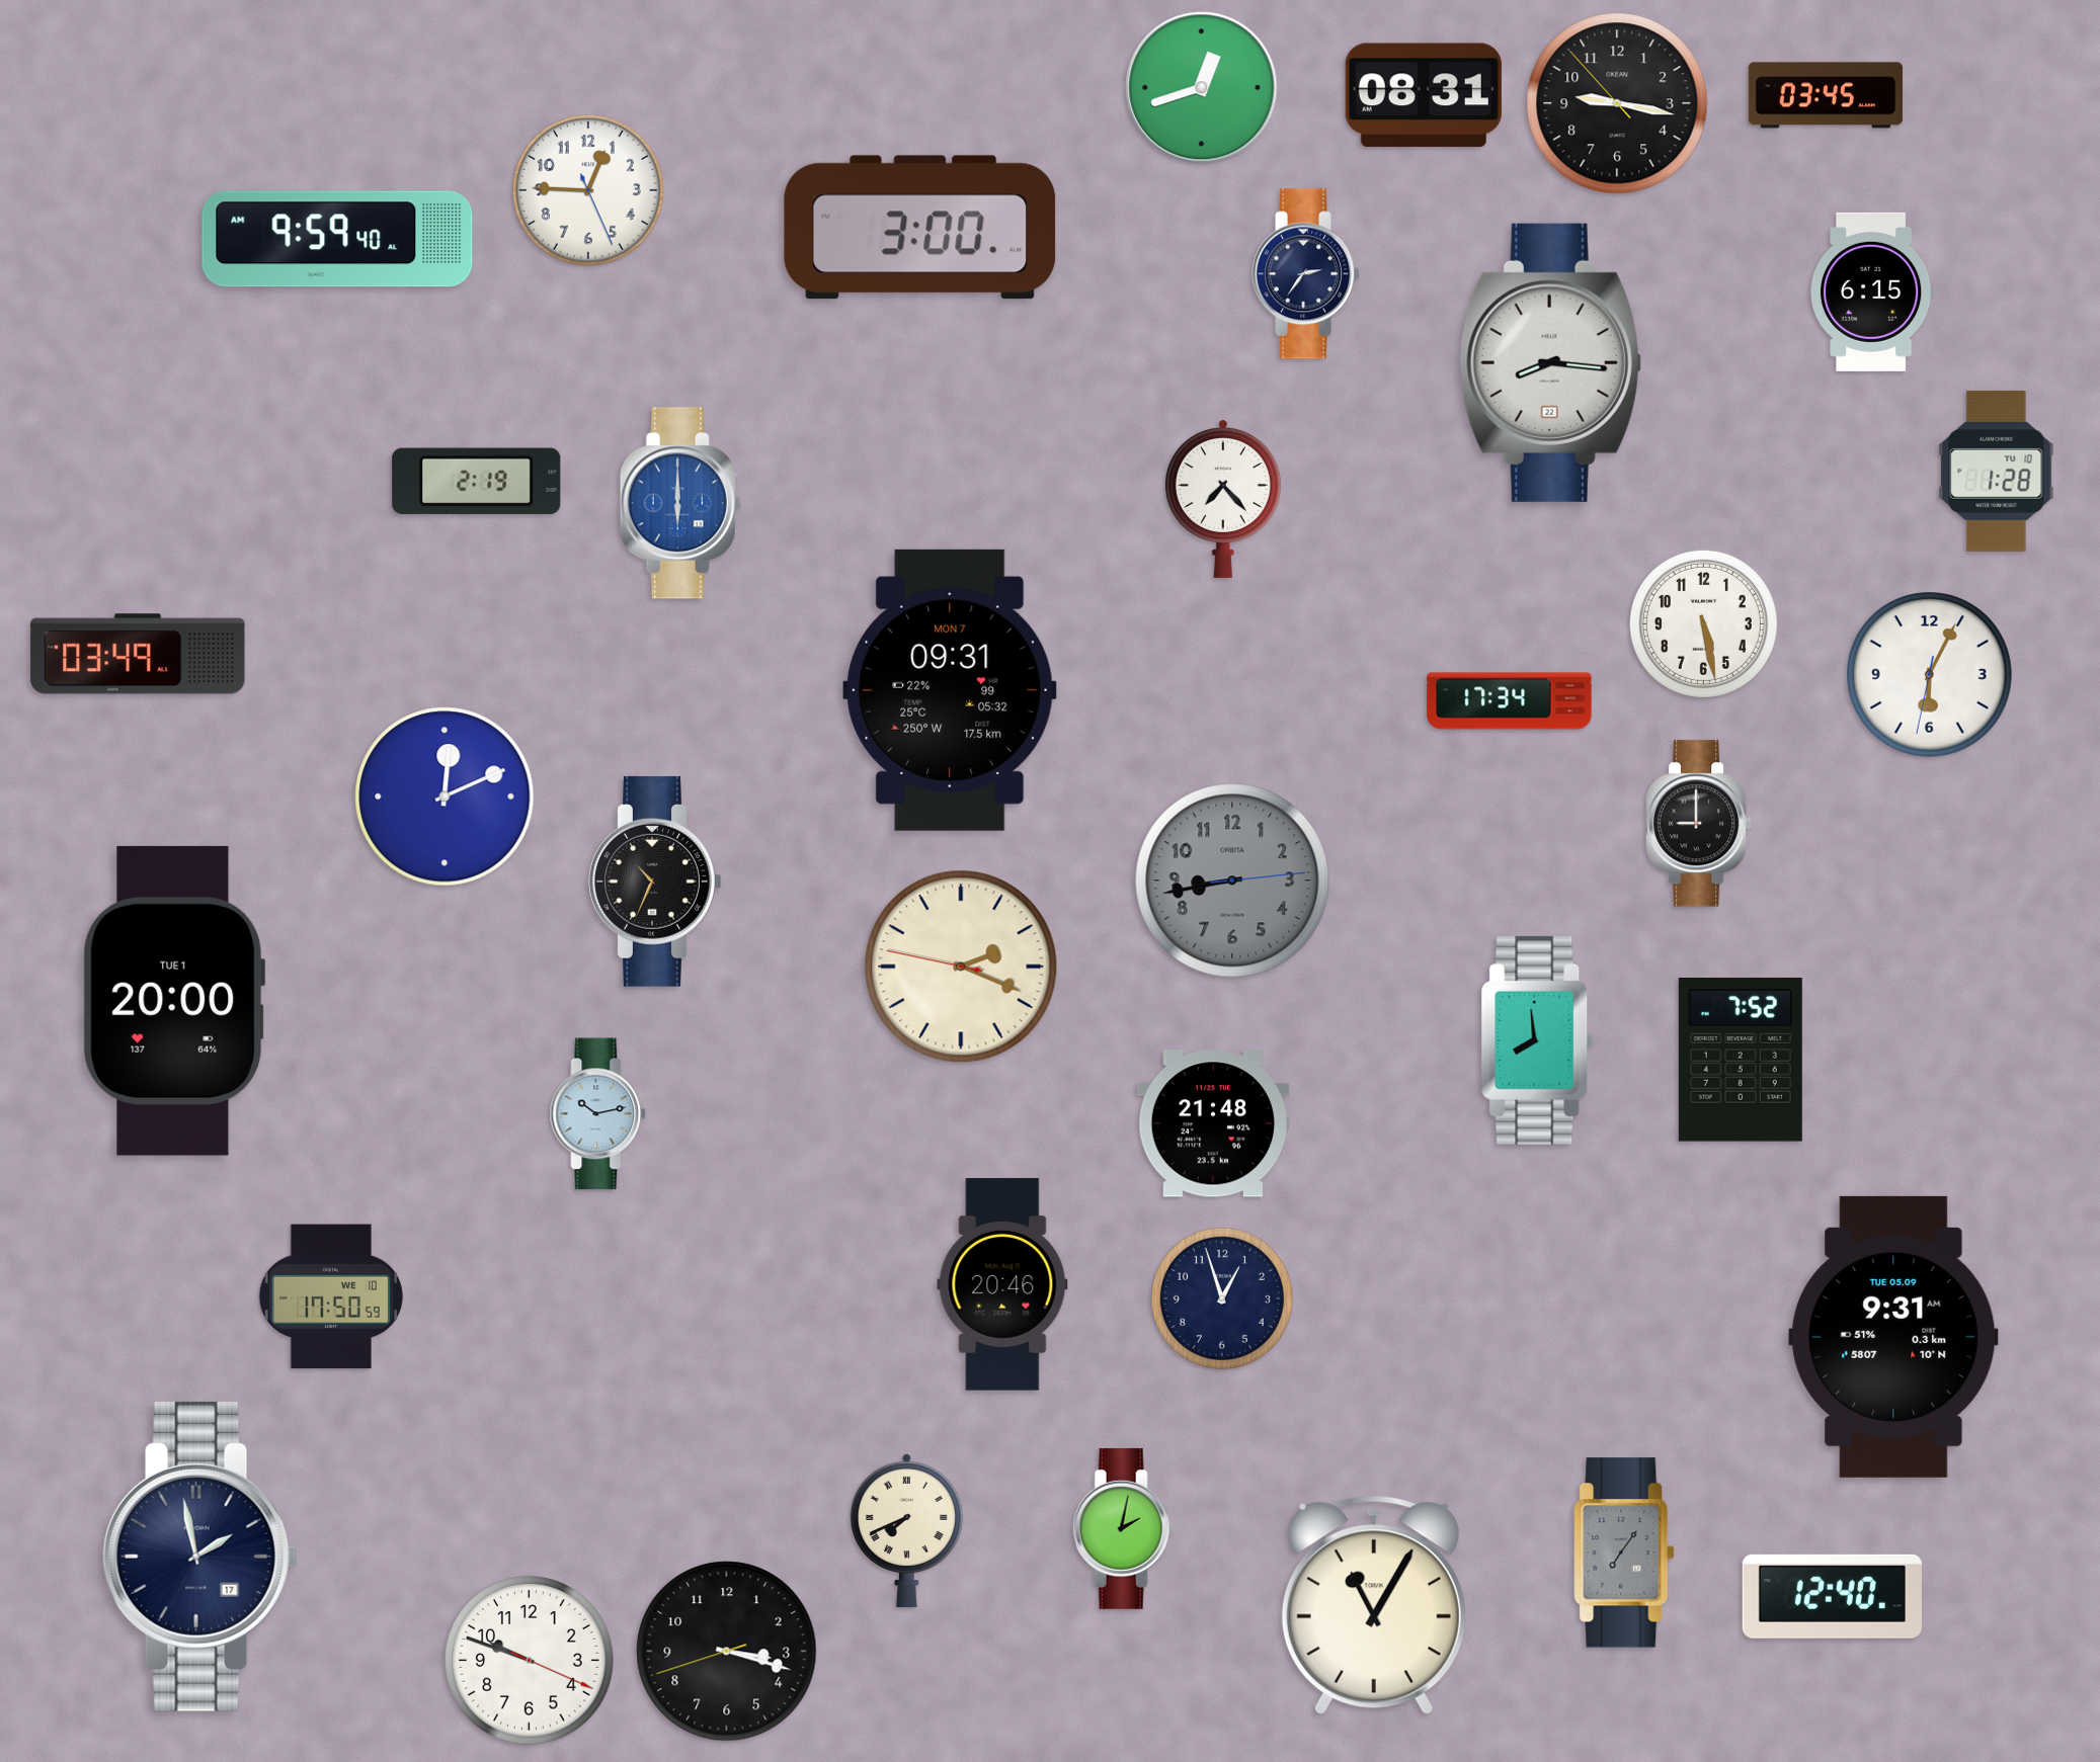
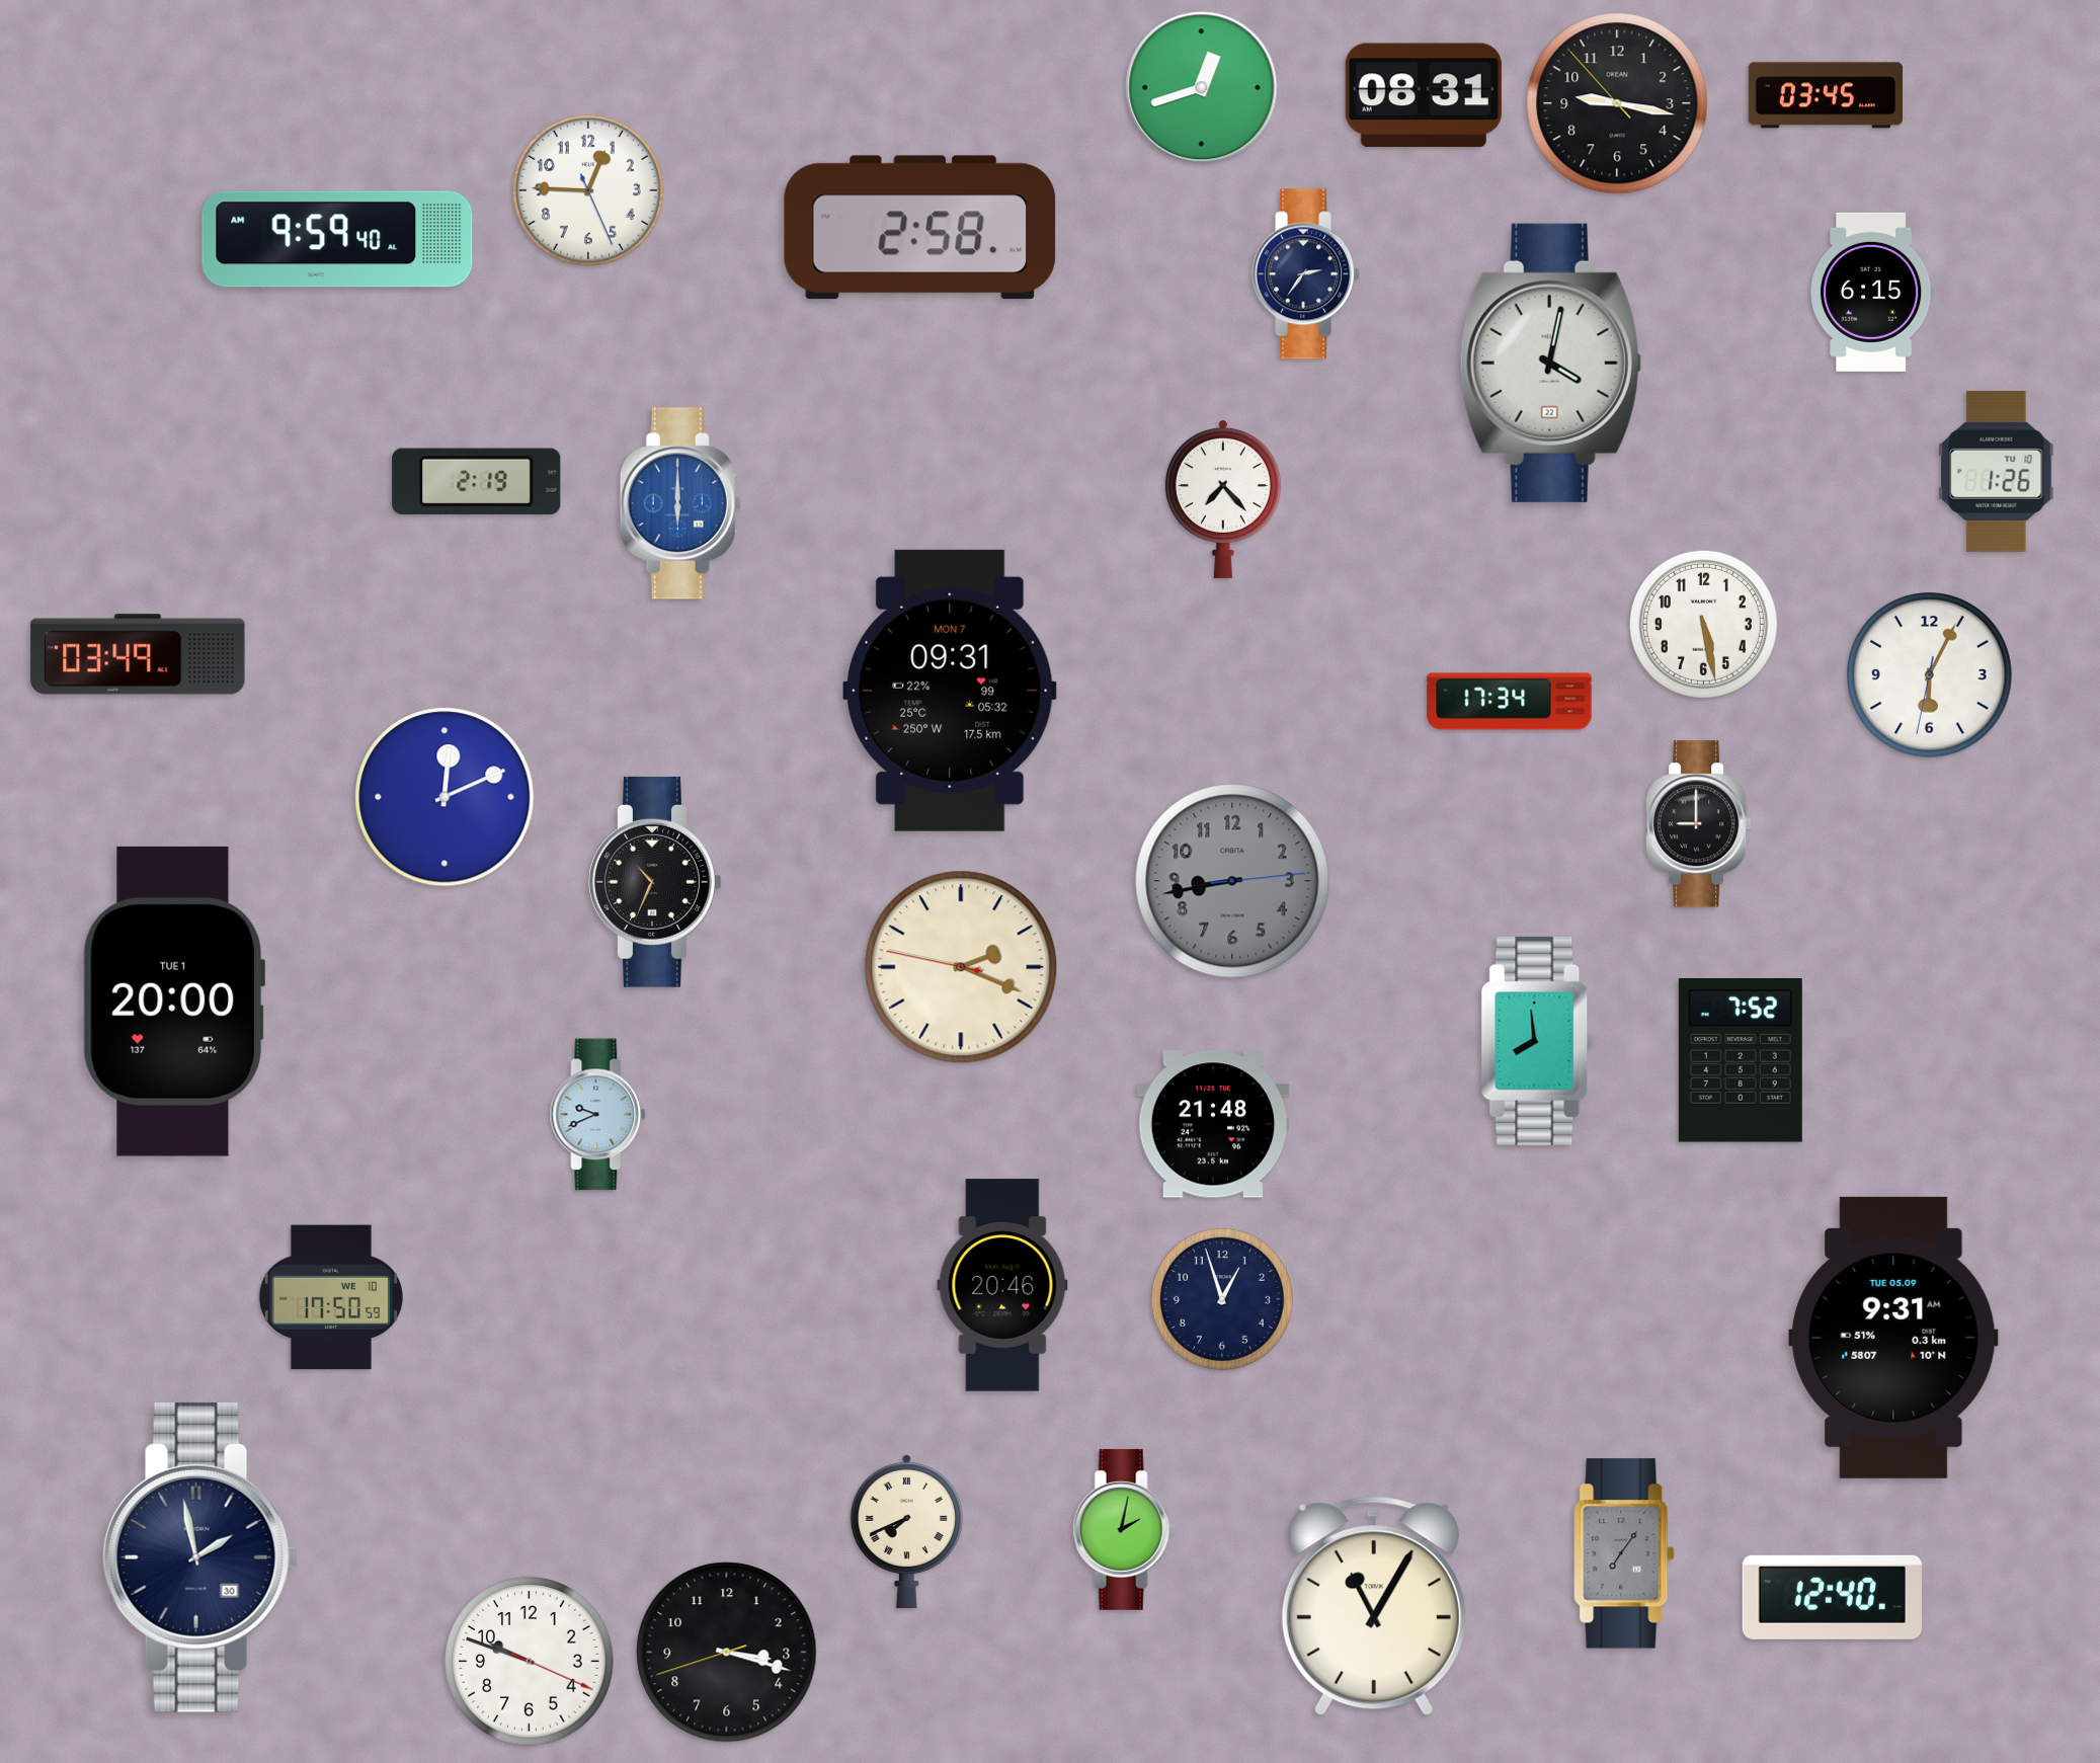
clock at (920, 228): 3:00 -> 2:58
clock at (1550, 362): 8:16 -> 4:02
clock at (1997, 471): 1:28 -> 1:26
clock at (598, 1114): 10:13 -> 9:41
clock at (200, 1557) date: 17 -> 30
